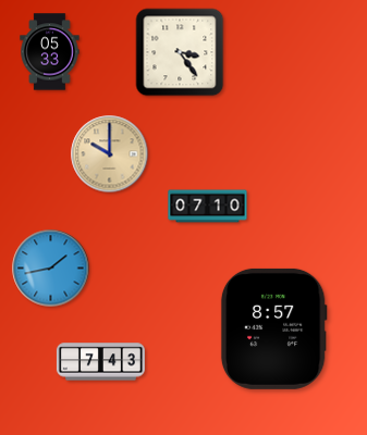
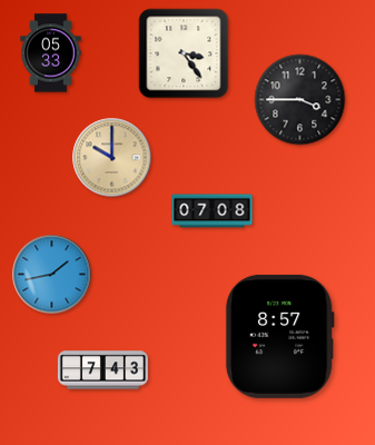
clock at (300, 100): none -> 3:45
clock at (208, 207): 07:10 -> 07:08
